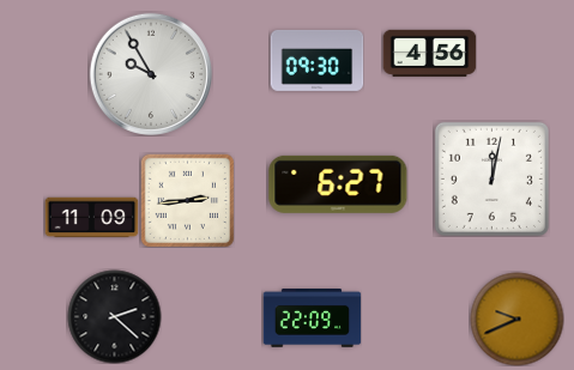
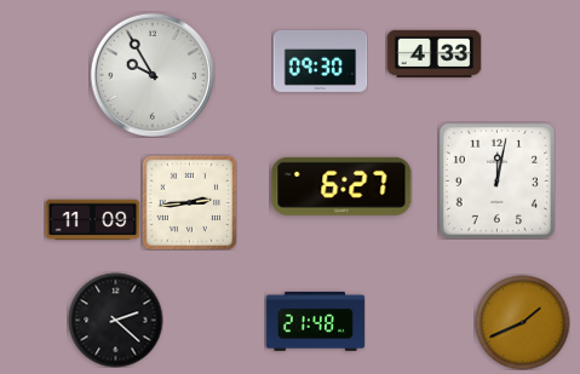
clock at (429, 53): 4:56 -> 4:33
clock at (312, 319): 22:09 -> 21:48
clock at (516, 319): 9:41 -> 1:41
